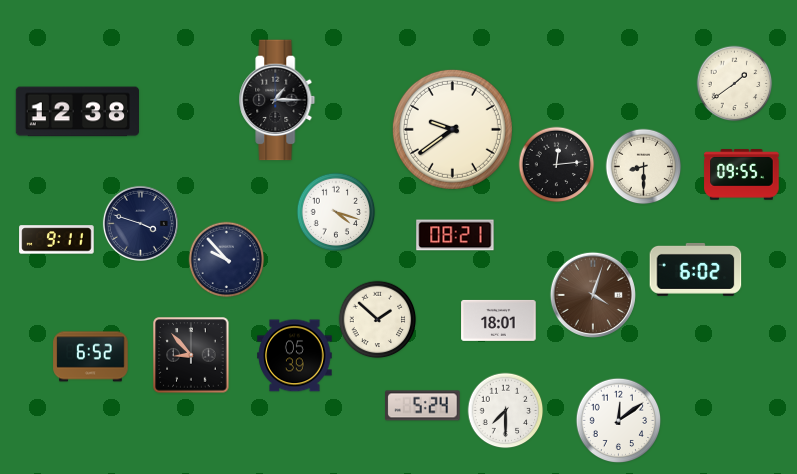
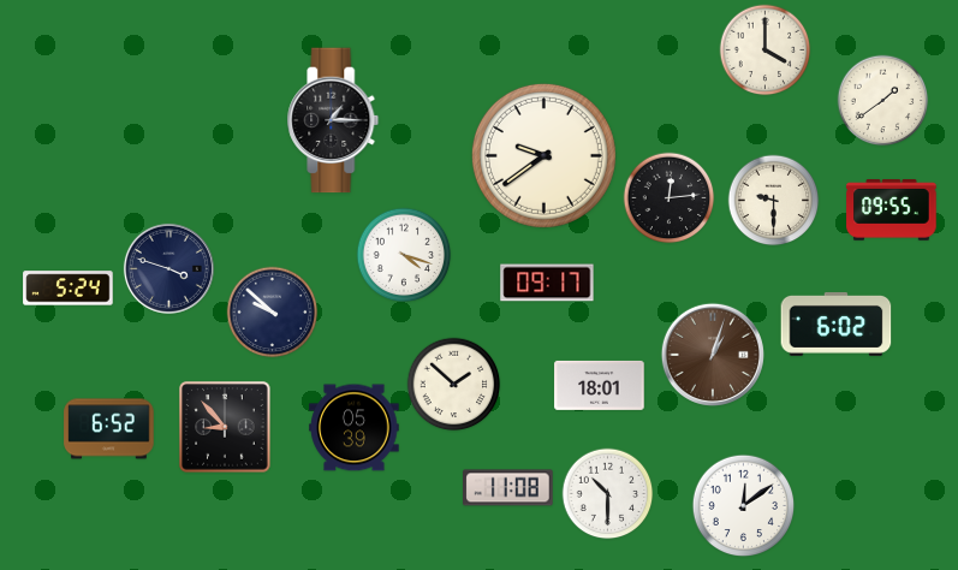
clock at (766, 51): none -> 4:00
clock at (77, 112): 12:38 -> none
clock at (644, 167): 8:30 -> 9:30
clock at (455, 235): 08:21 -> 09:17
clock at (57, 240): 9:11 -> 5:24
clock at (227, 260): 9:53 -> 9:52
clock at (593, 295): 4:03 -> 1:03
clock at (191, 355) position: (191, 355) -> (225, 427)
clock at (423, 406): 5:24 -> 11:08
clock at (506, 411): 7:30 -> 10:30
